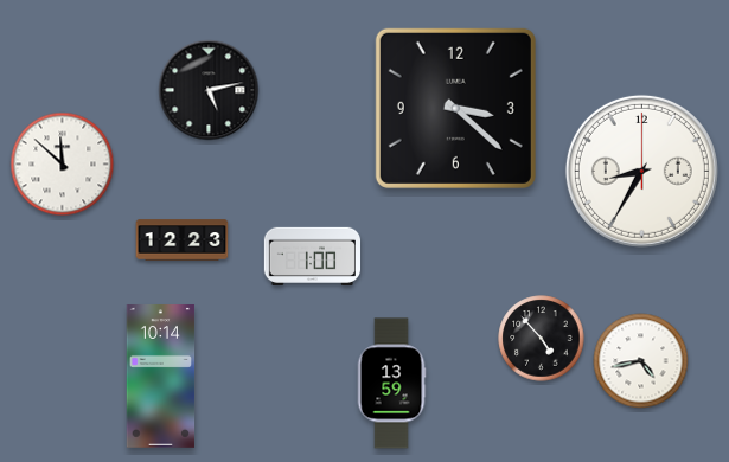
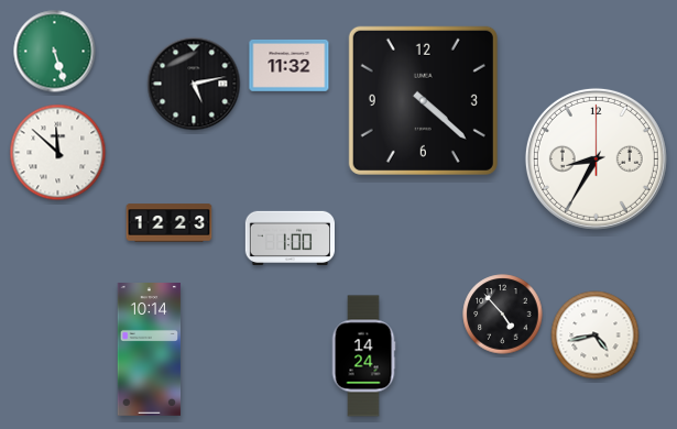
clock at (55, 52): none -> 5:27
clock at (290, 65): none -> 11:32
clock at (455, 108): 3:22 -> 4:22
clock at (391, 384): 13:59 -> 14:24
